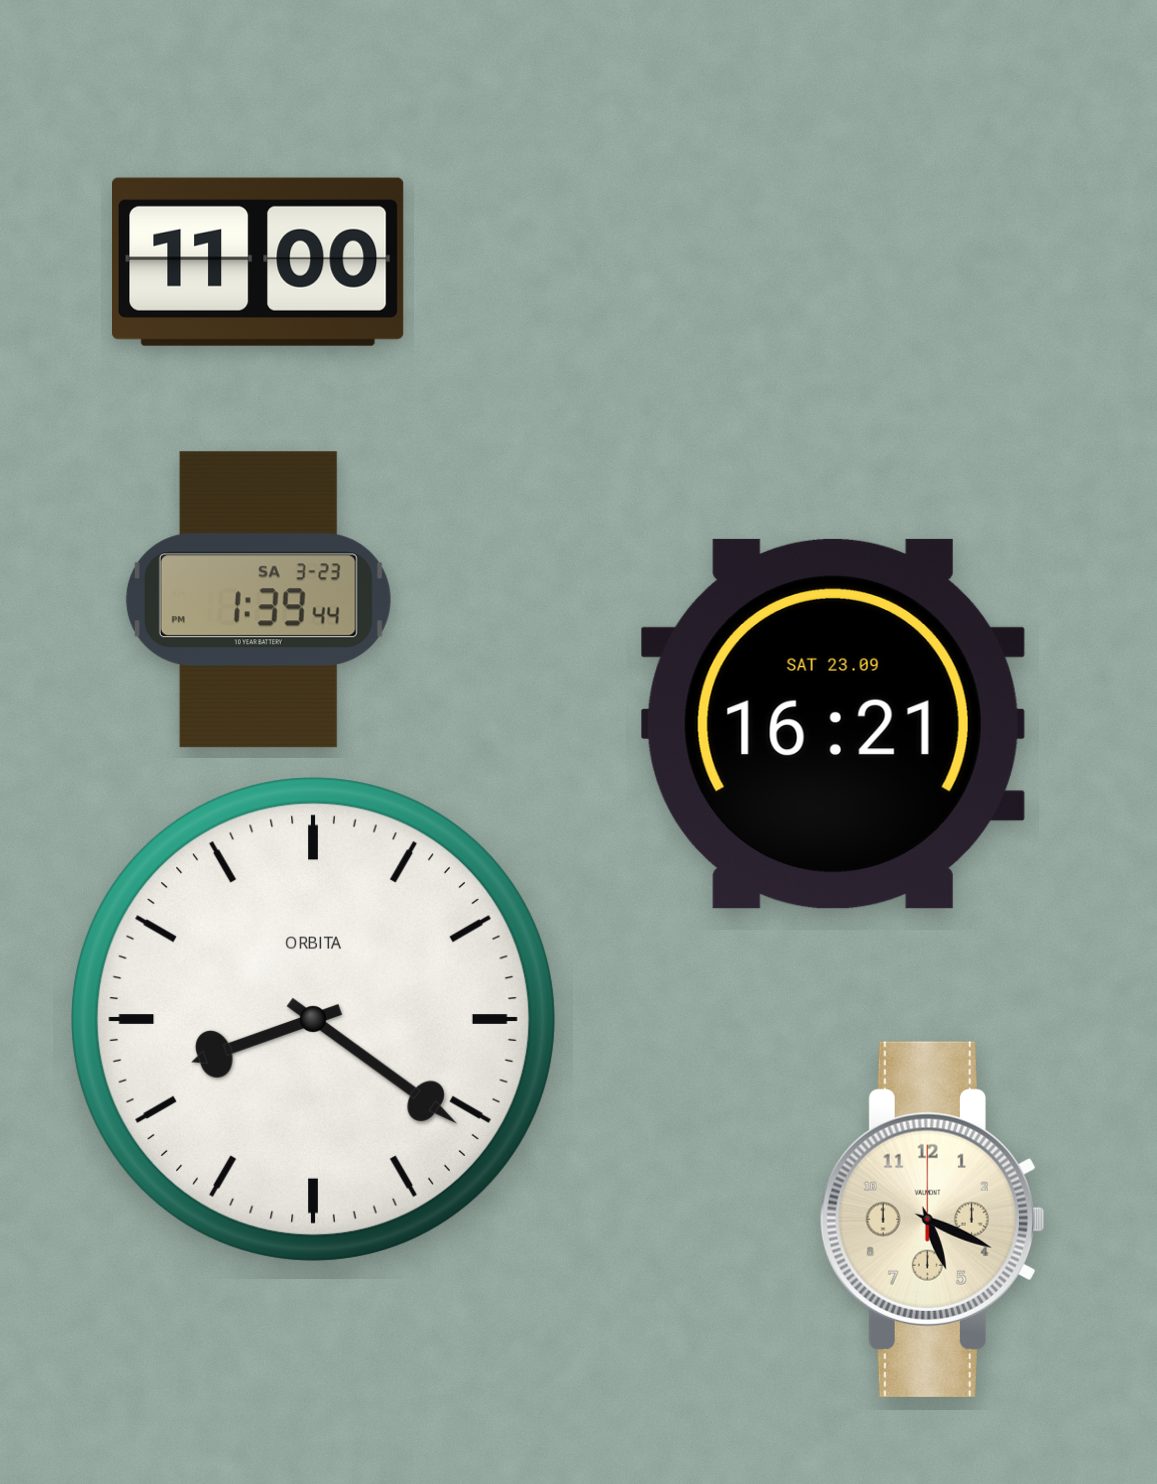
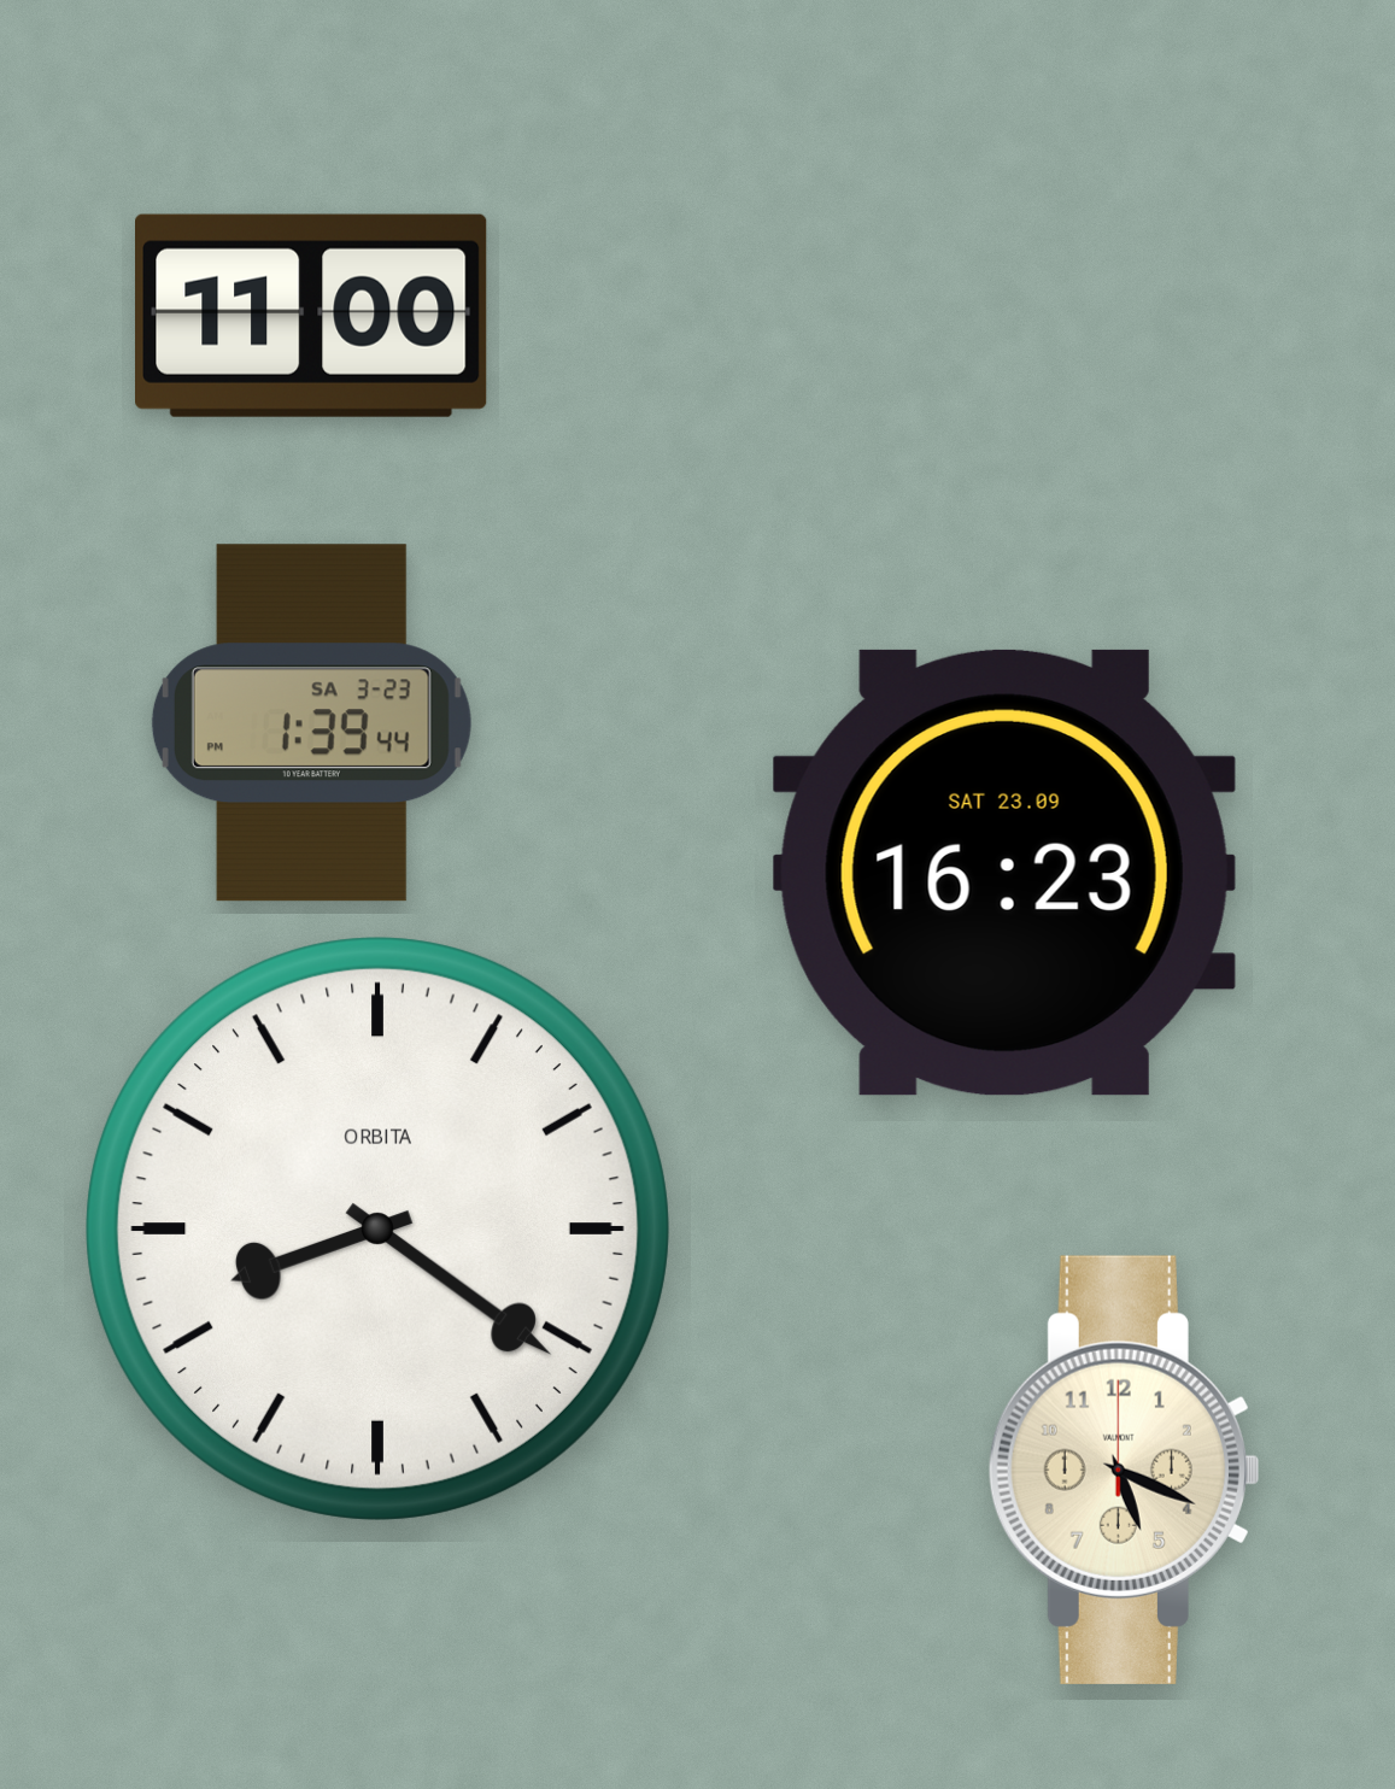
clock at (833, 724): 16:21 -> 16:23
